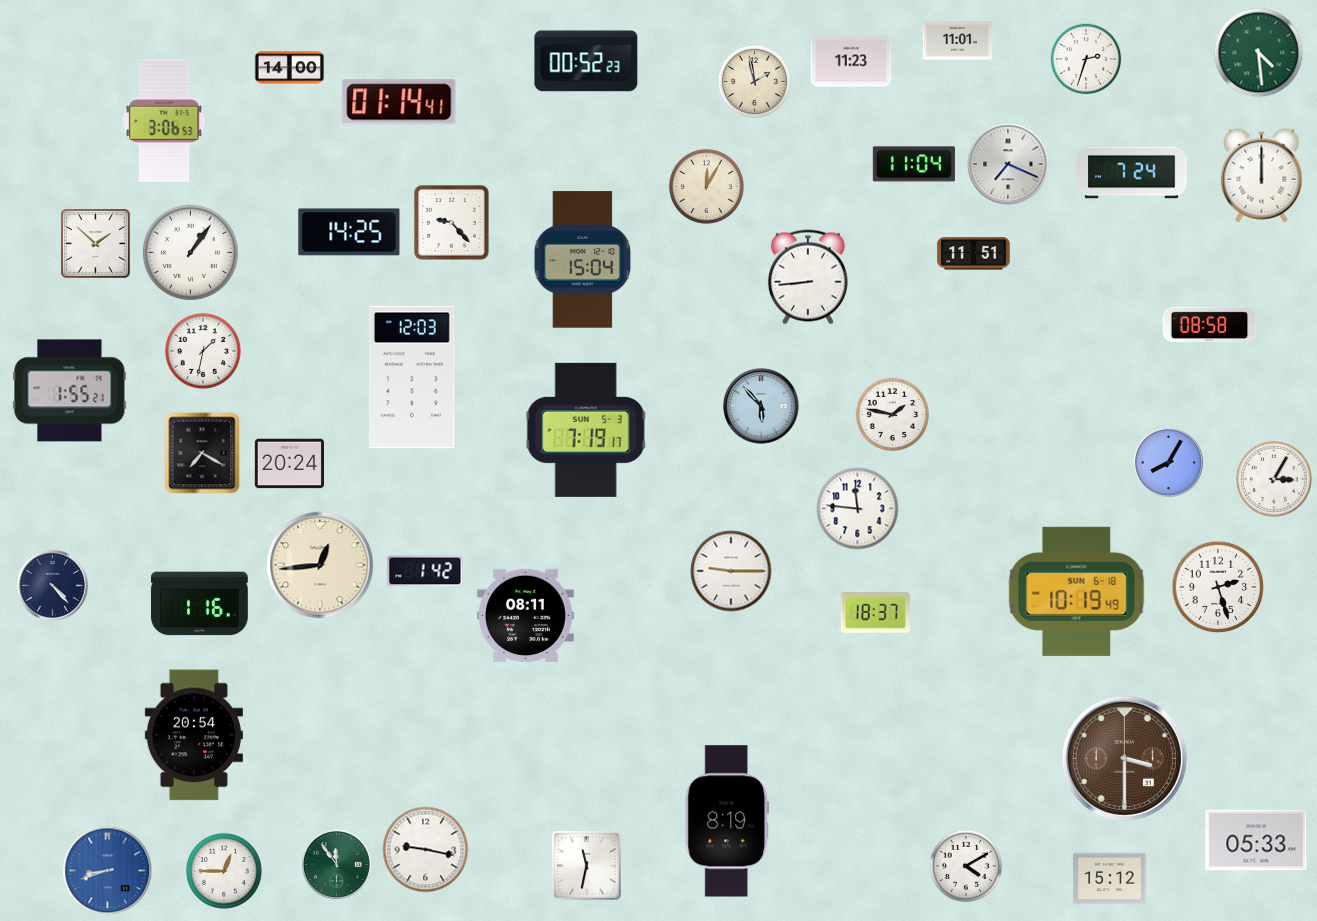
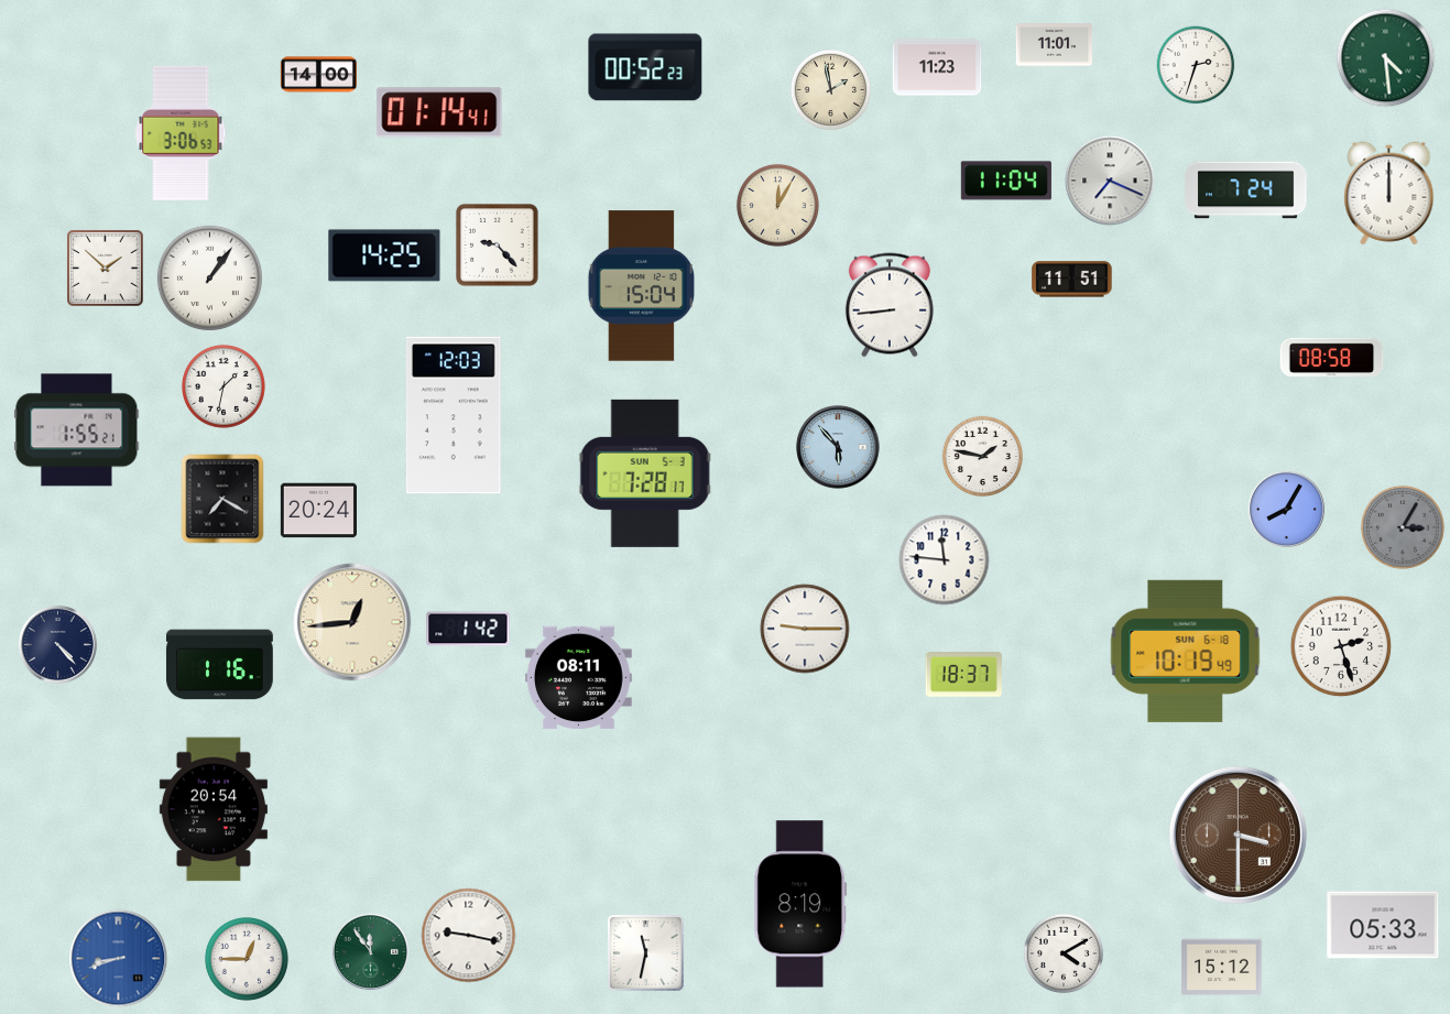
clock at (586, 430): 7:19 -> 7:28
clock at (1274, 479) dial: white -> grey
